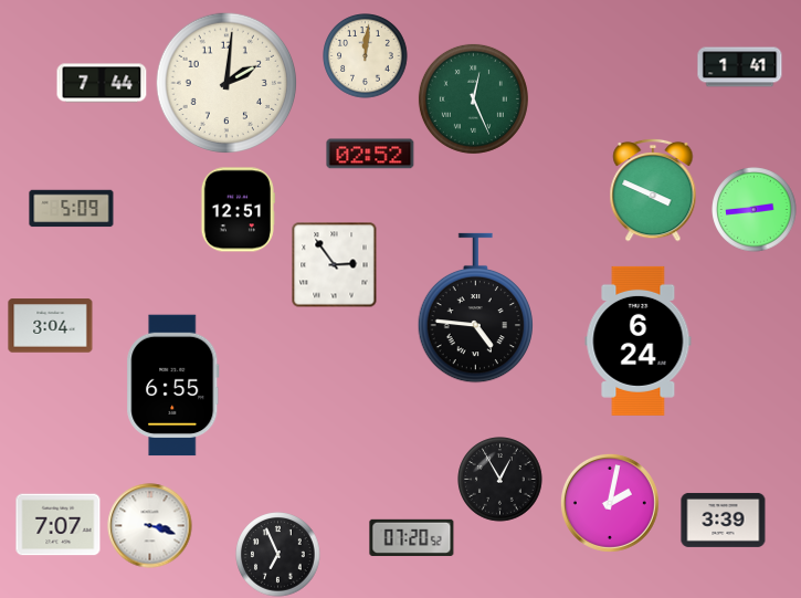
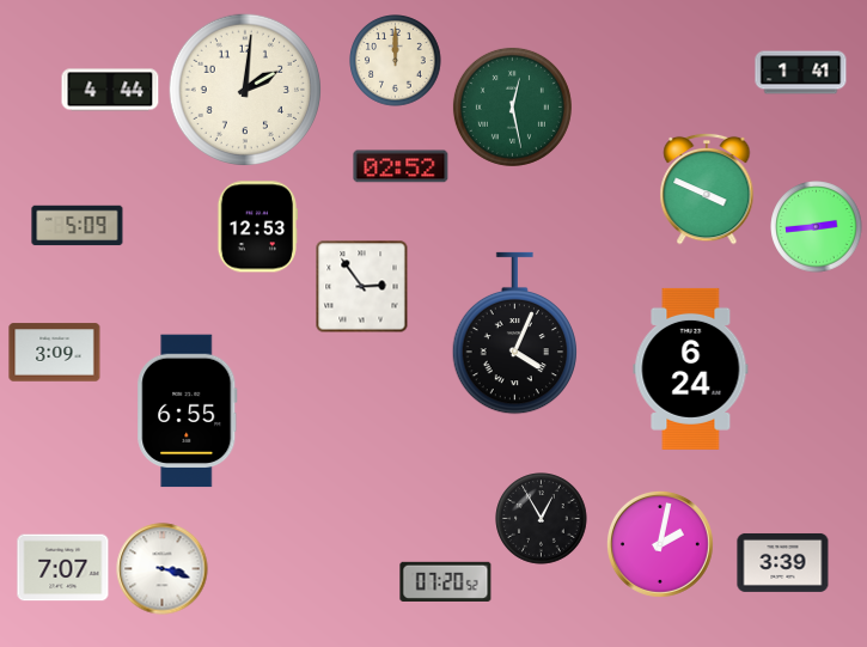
clock at (366, 56): 12:01 -> 12:00
clock at (102, 83): 7:44 -> 4:44
clock at (473, 98): 12:26 -> 12:28
clock at (653, 190) position: (653, 190) -> (707, 189)
clock at (238, 210): 12:51 -> 12:53
clock at (475, 308): 4:46 -> 4:04
clock at (51, 326): 3:04 -> 3:09
clock at (173, 386) position: (173, 386) -> (188, 411)
clock at (278, 555): 6:56 -> none
